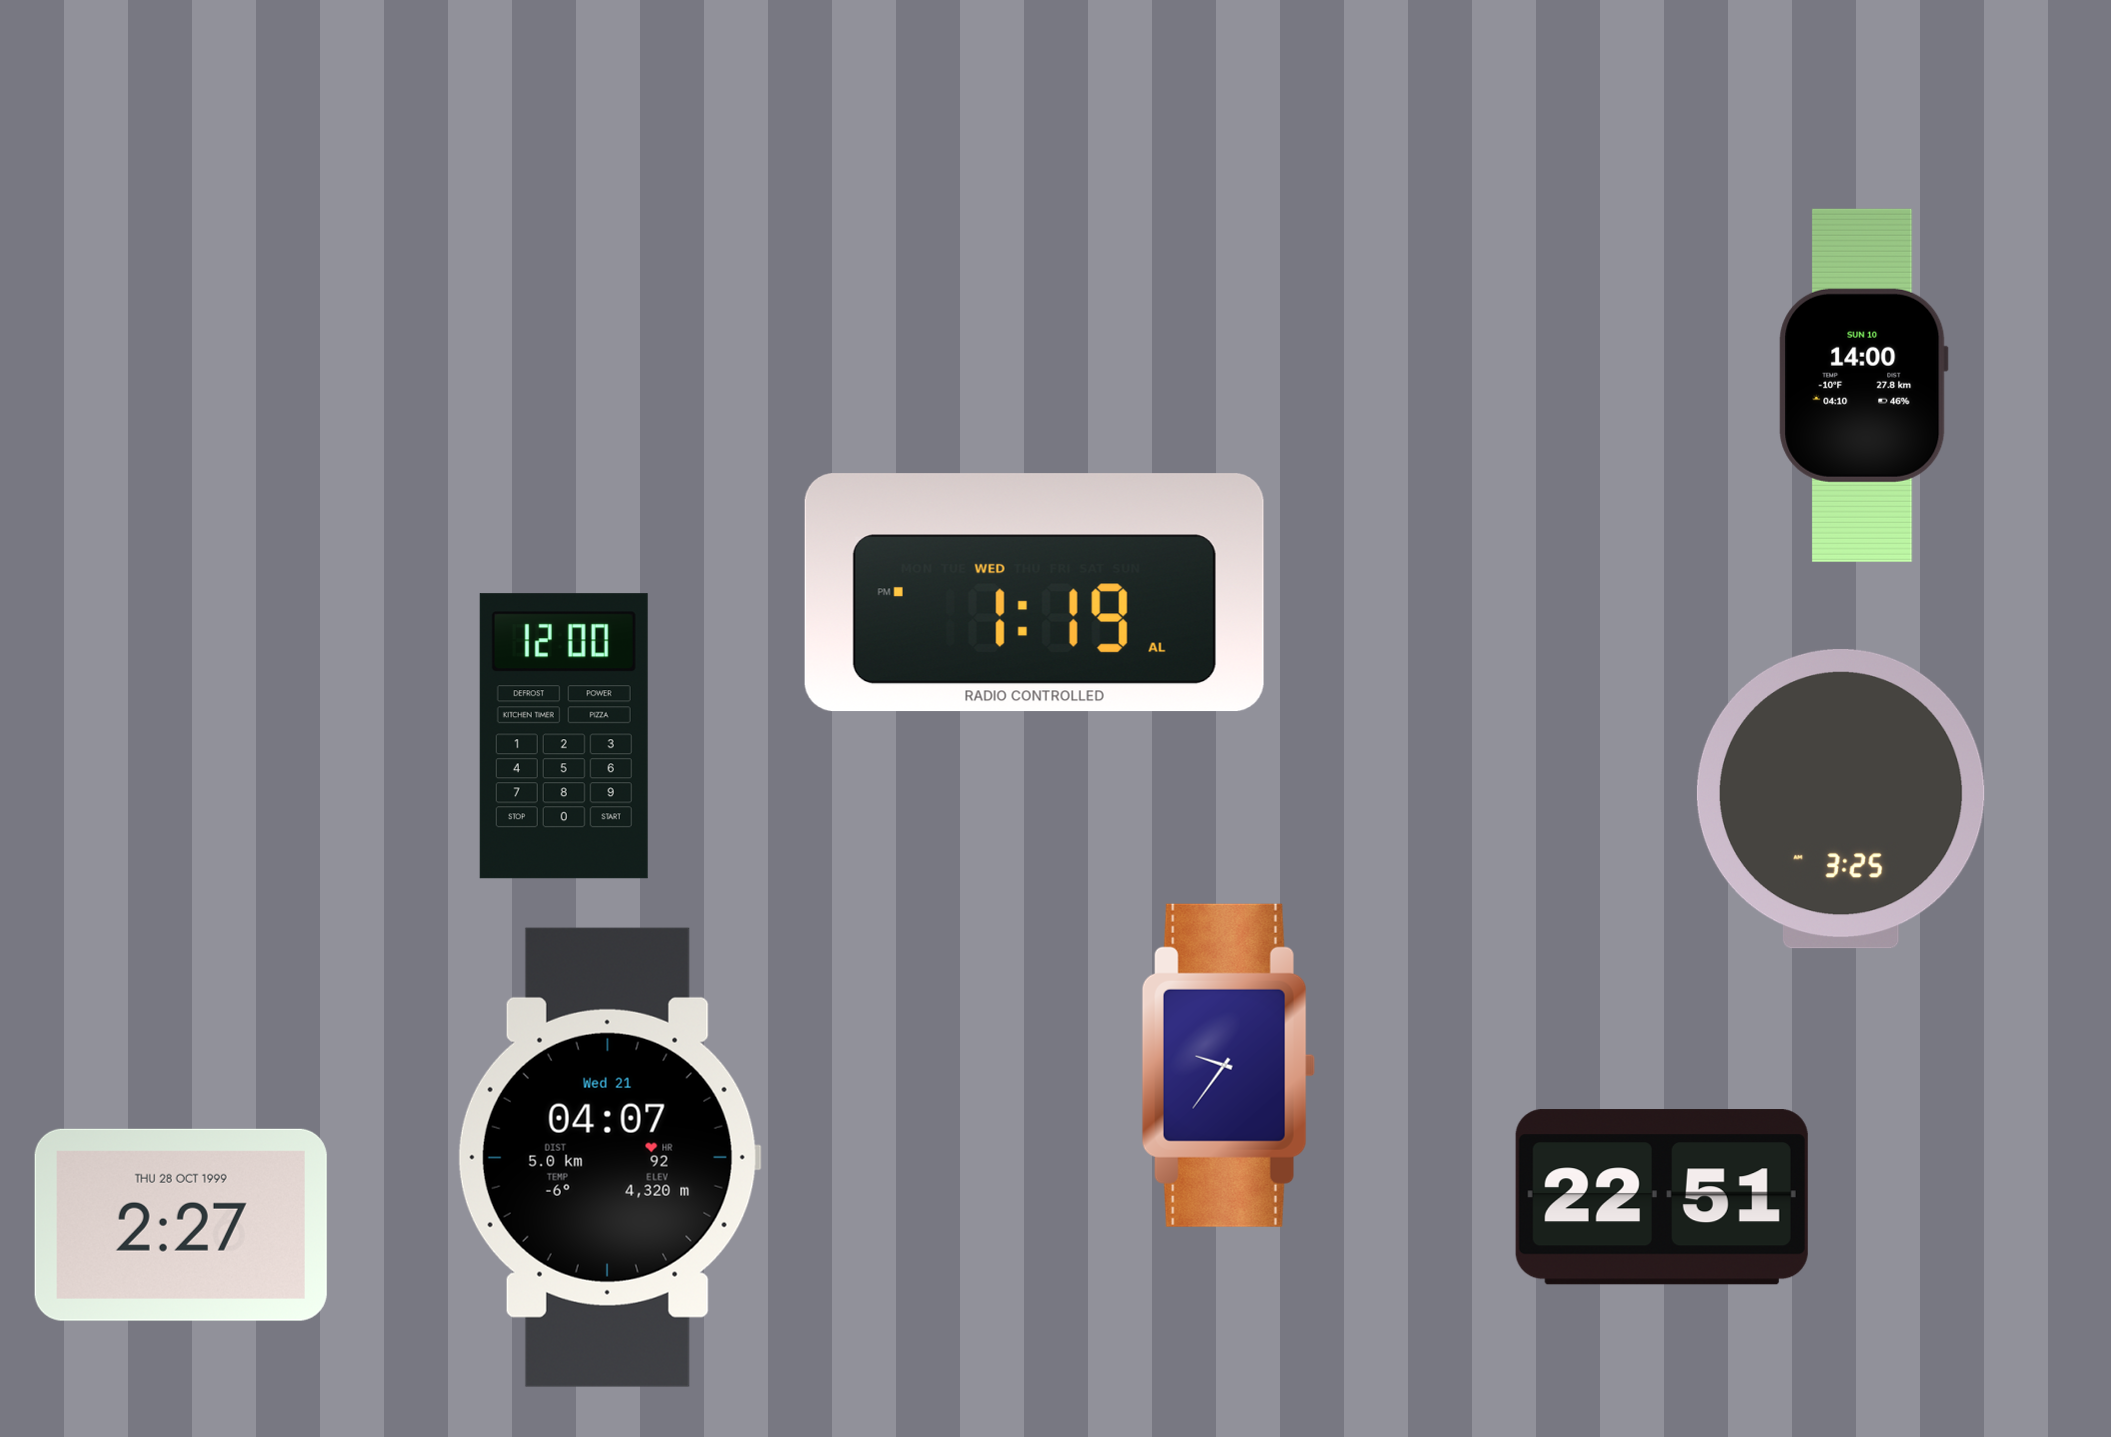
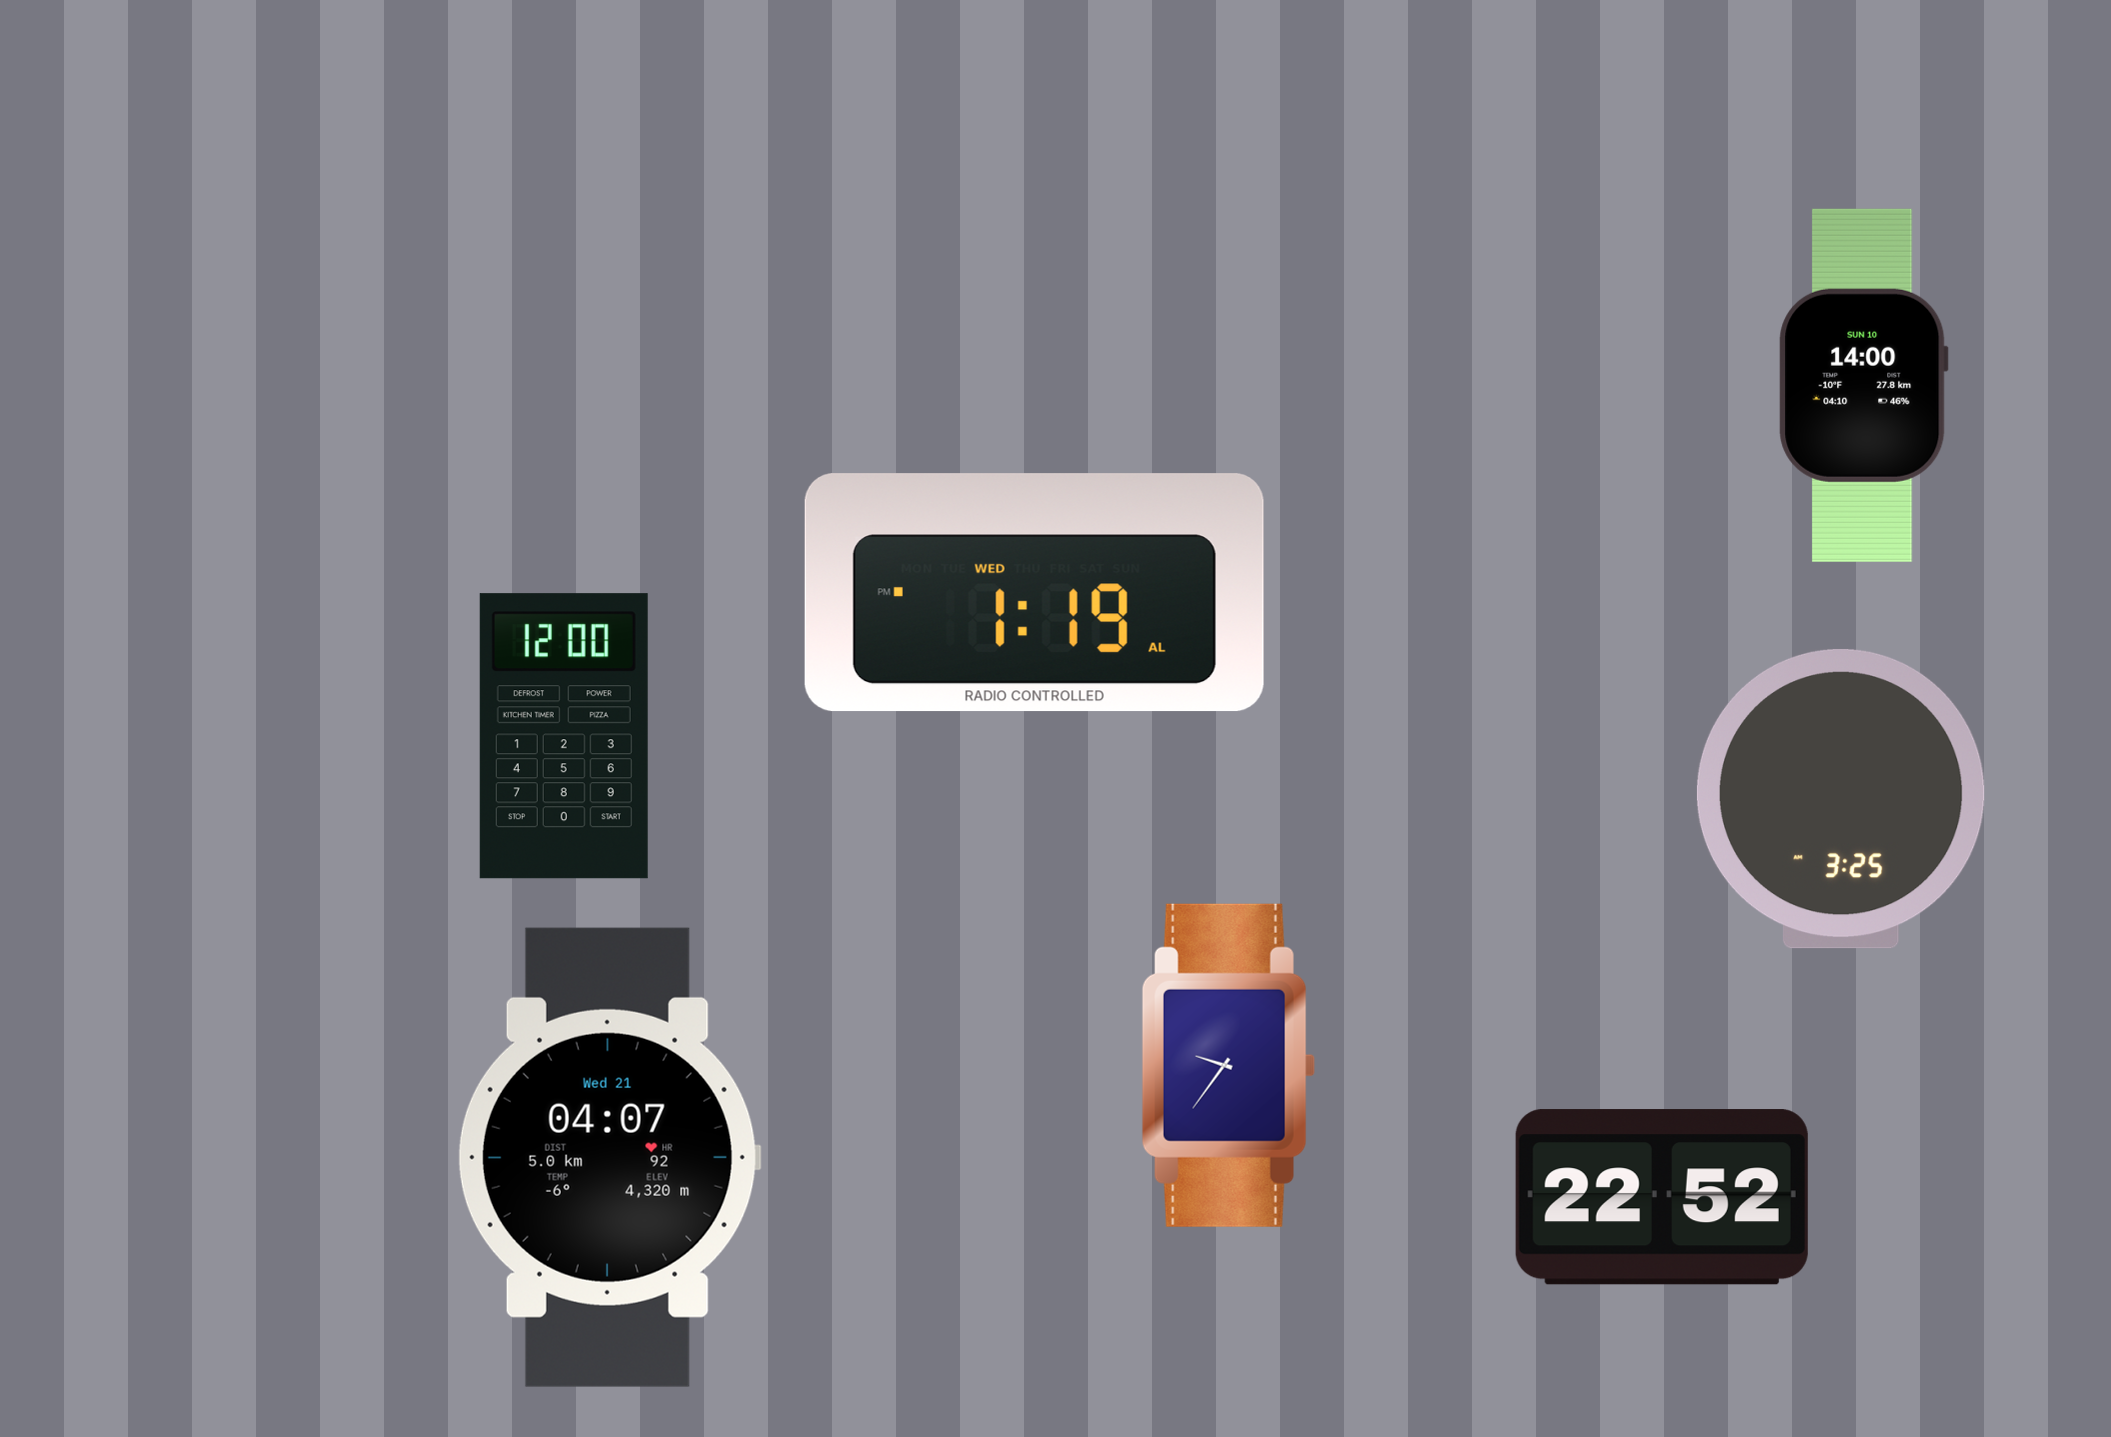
clock at (1662, 1197): 22:51 -> 22:52
clock at (181, 1225): 2:27 -> none
